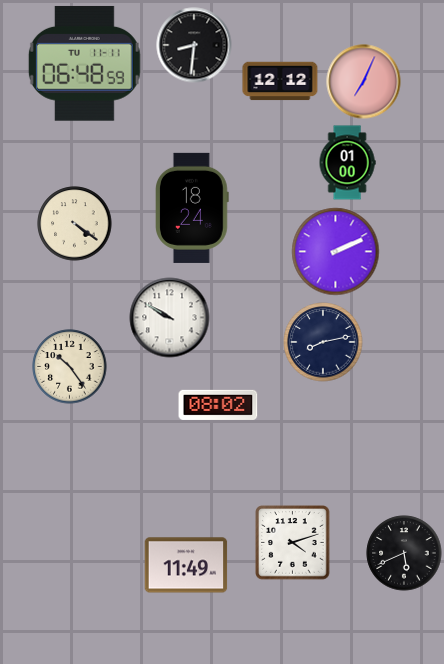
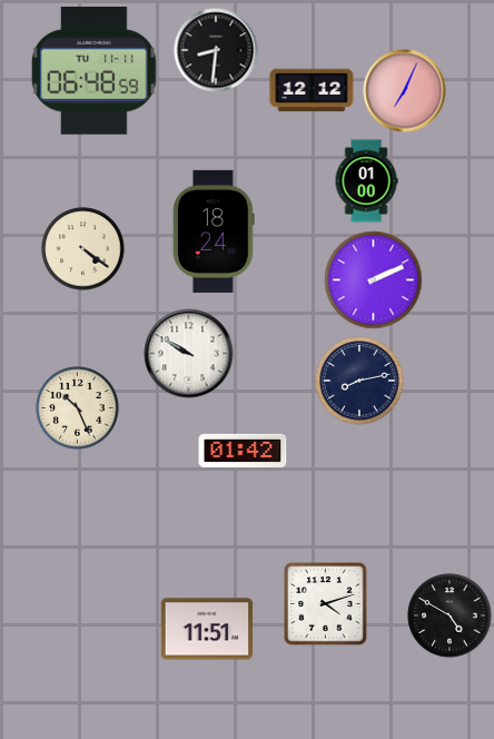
clock at (347, 163) position: (347, 163) -> (366, 181)
clock at (70, 367): 10:24 -> 10:26
clock at (218, 405): 08:02 -> 01:42
clock at (404, 553): 5:41 -> 4:50
clock at (186, 565): 11:49 -> 11:51
